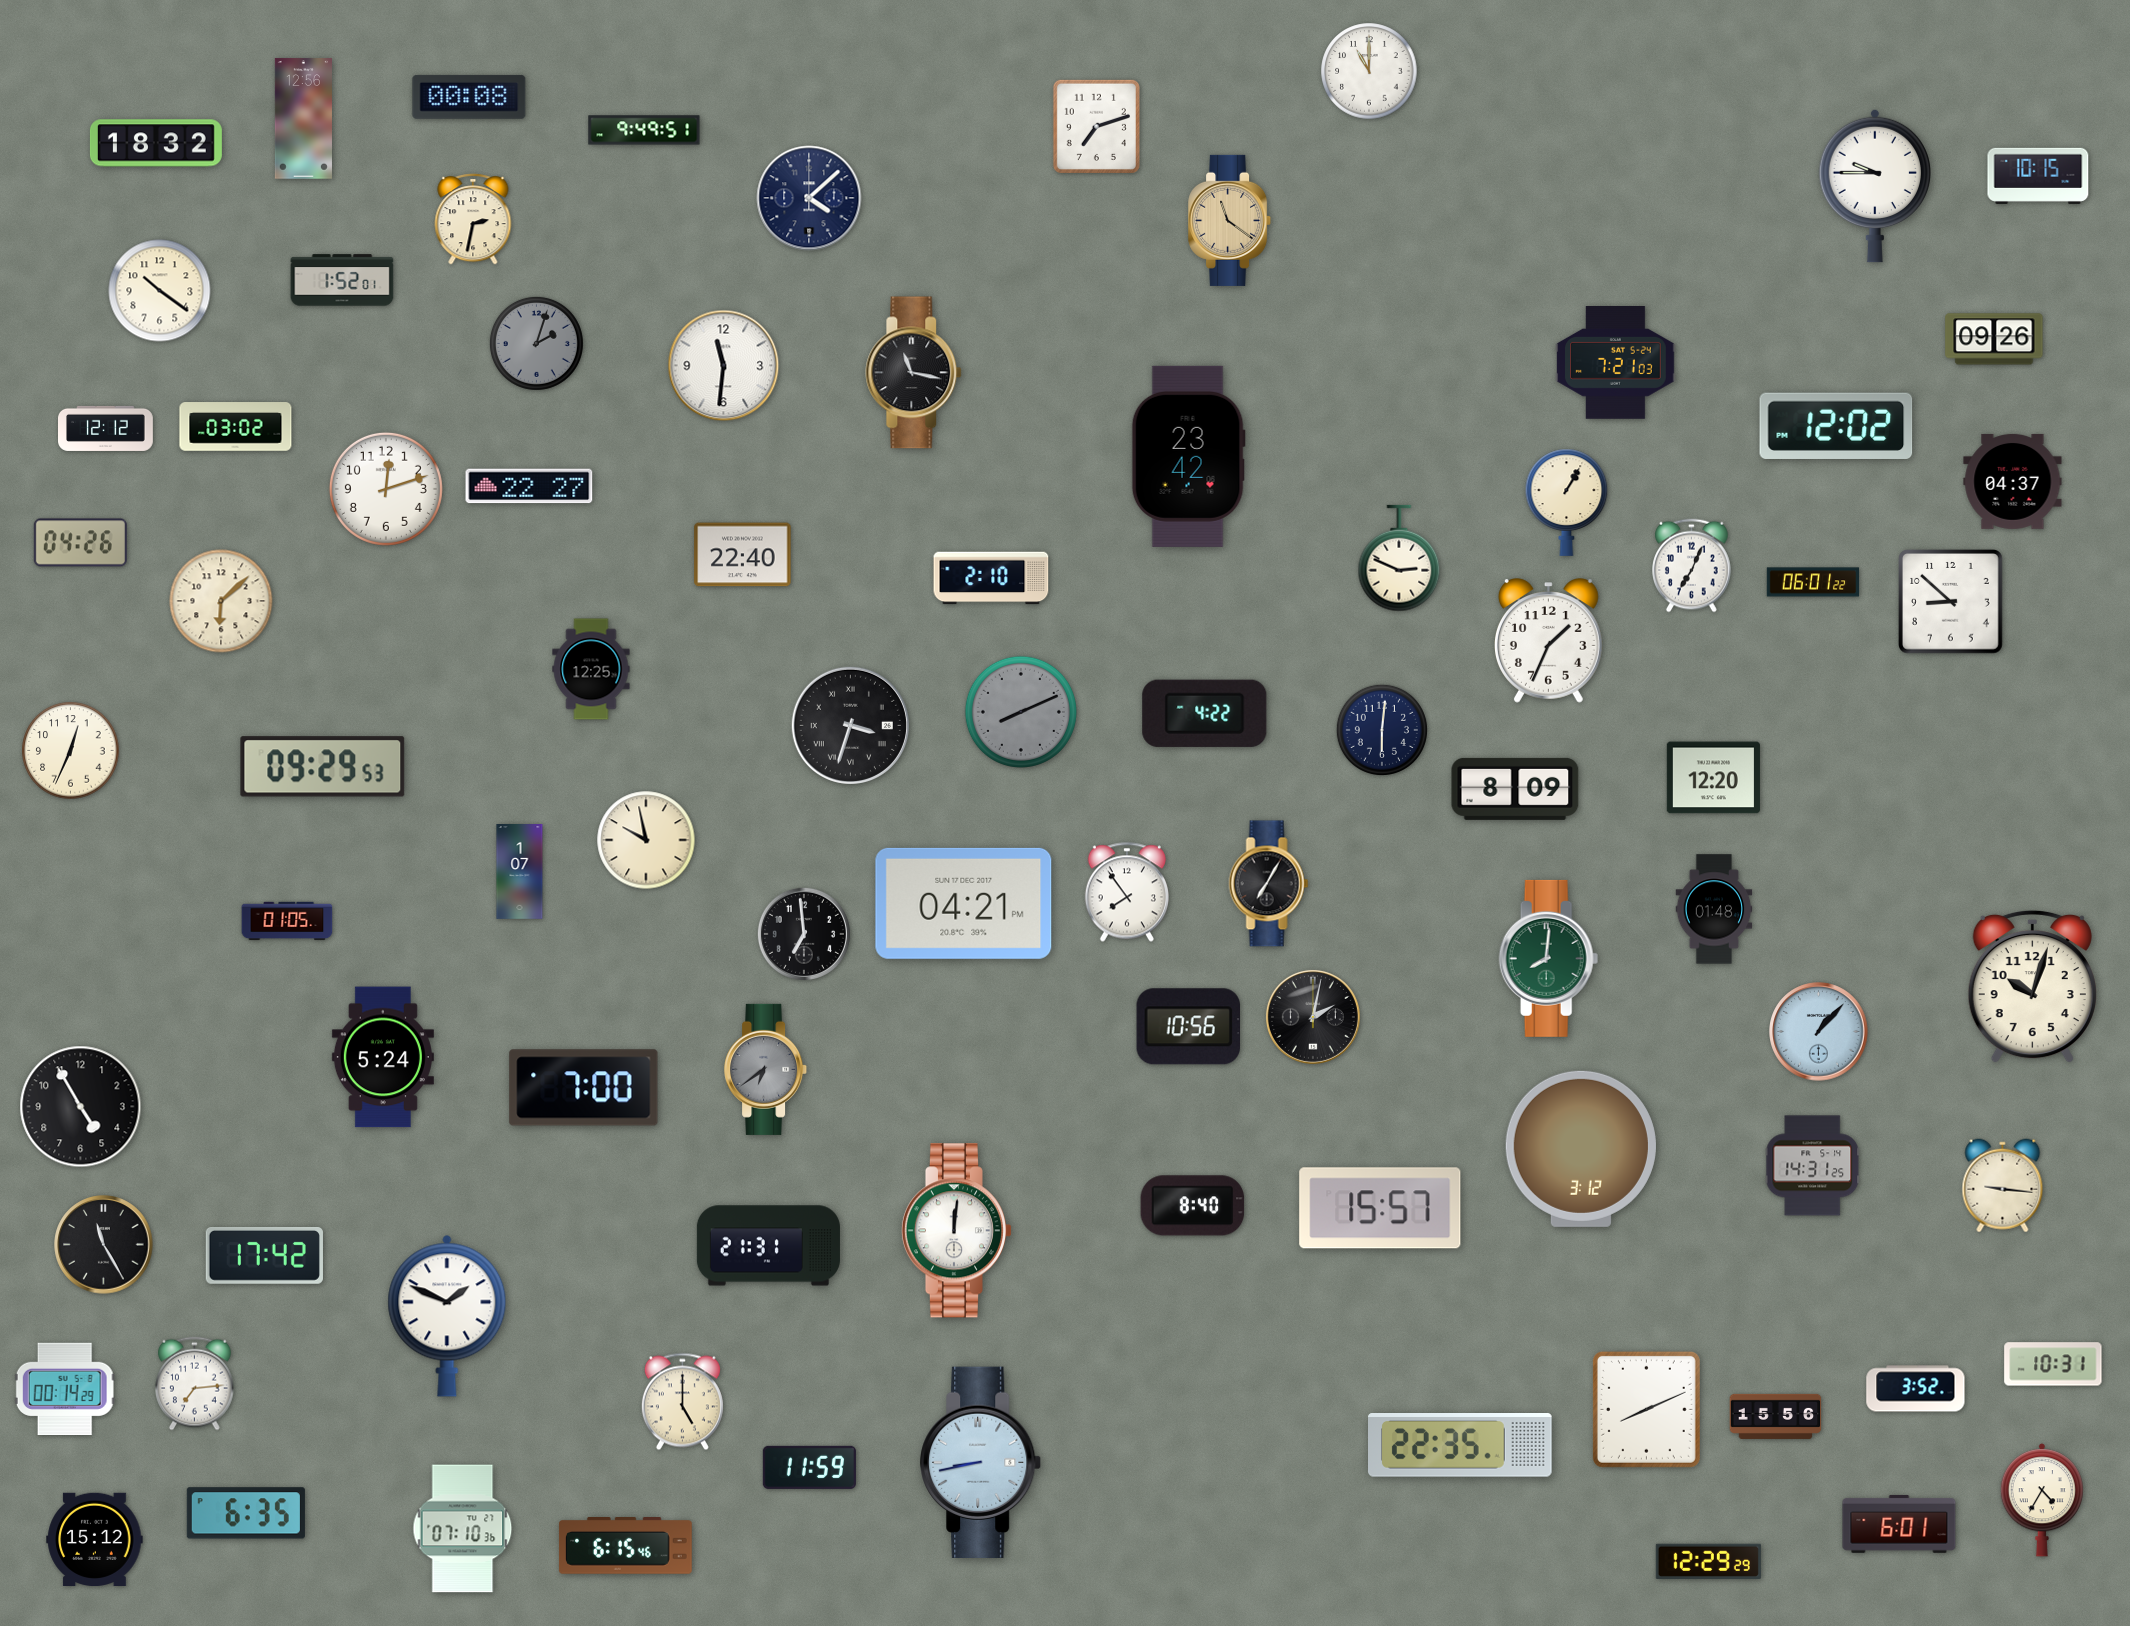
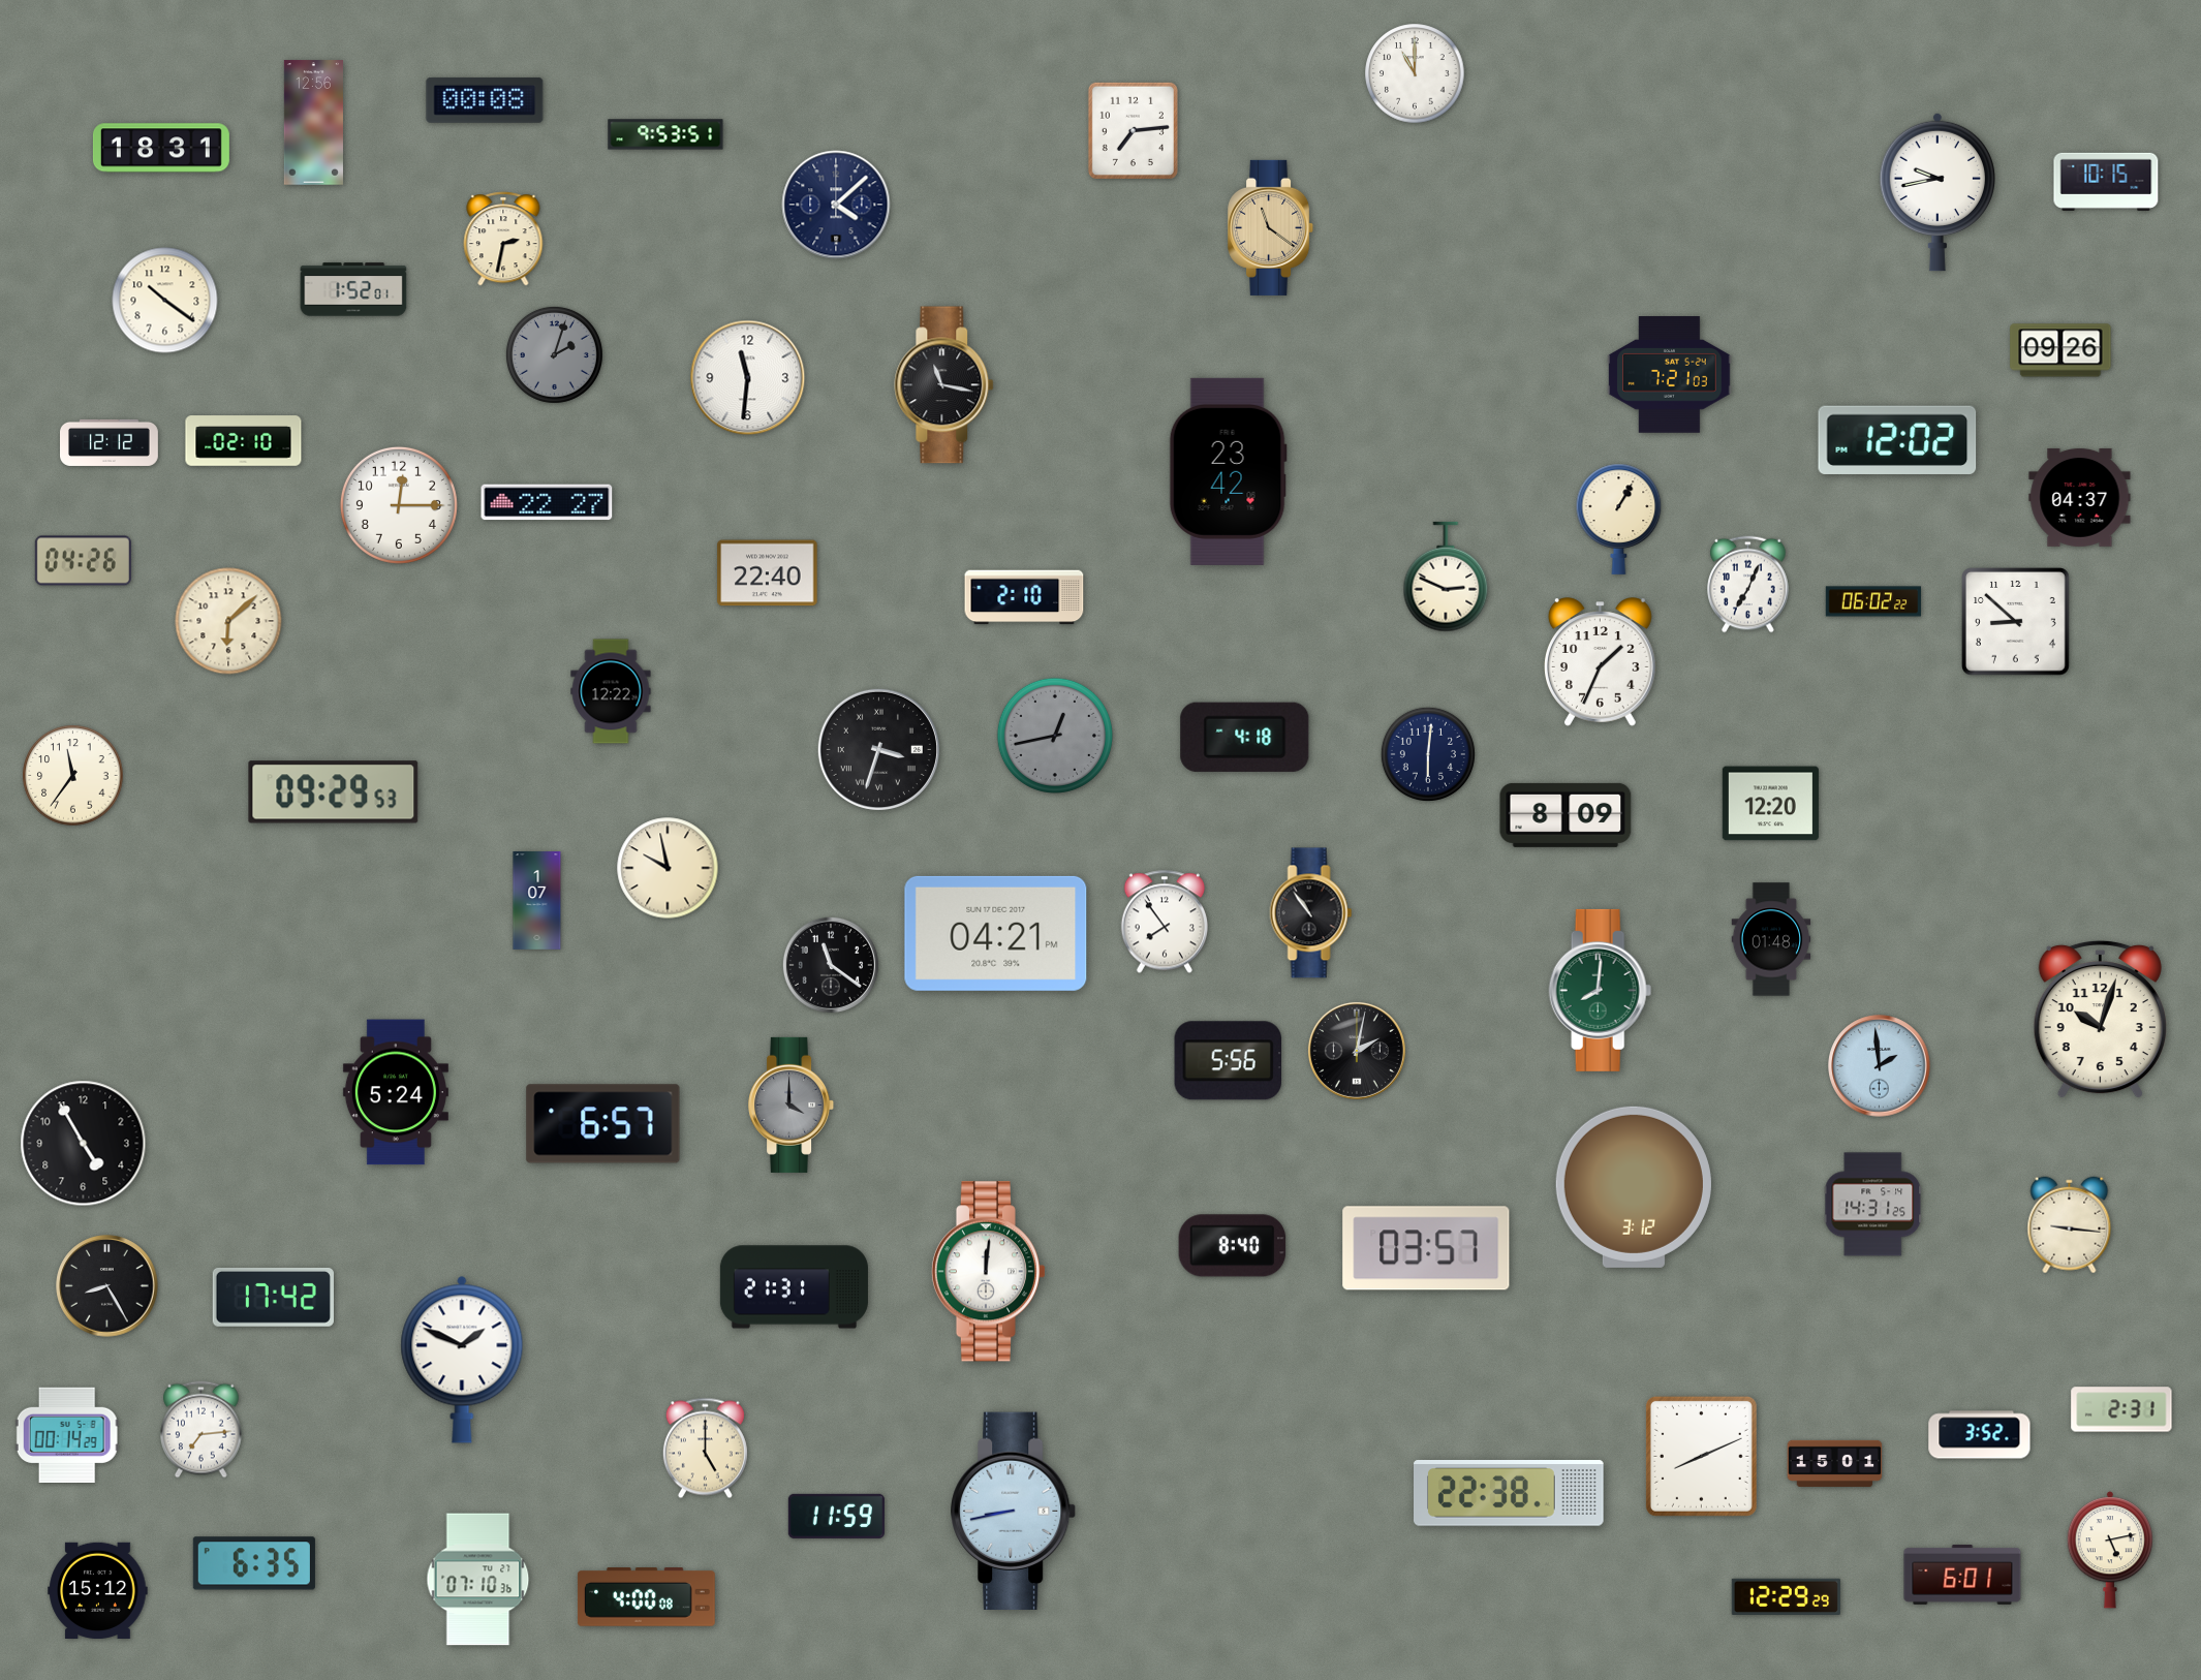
clock at (1096, 126): 7:12 -> 7:14
clock at (644, 130): 9:49 -> 9:53
clock at (156, 143): 18:32 -> 18:31
clock at (1874, 186): 9:45 -> 9:43
clock at (473, 219) position: (473, 219) -> (503, 239)
clock at (236, 427): 03:02 -> 02:10
clock at (386, 489): 12:12 -> 12:15
clock at (1813, 582): 06:01 -> 06:02
clock at (591, 669): 12:25 -> 12:22
clock at (1021, 712): 8:11 -> 12:43
clock at (1205, 713): 4:22 -> 4:18
clock at (71, 751): 12:34 -> 11:36
clock at (1269, 884): 7:05 -> 10:54
clock at (287, 921): 01:05 -> none
clock at (804, 934): 6:59 -> 11:21
clock at (1189, 1027): 10:56 -> 5:56
clock at (1819, 1032): 1:07 -> 1:59
clock at (766, 1069): 6:39 -> 4:00
clock at (584, 1088): 7:00 -> 6:57
clock at (1380, 1208): 15:57 -> 03:57
clock at (104, 1245): 11:25 -> 8:25
clock at (2053, 1364): 10:31 -> 2:31
clock at (1776, 1416): 15:56 -> 15:01
clock at (1460, 1445): 22:35 -> 22:38
clock at (2041, 1500): 4:35 -> 5:13
clock at (626, 1546): 6:15 -> 4:00
clock at (1708, 1561) position: (1708, 1561) -> (1786, 1596)
